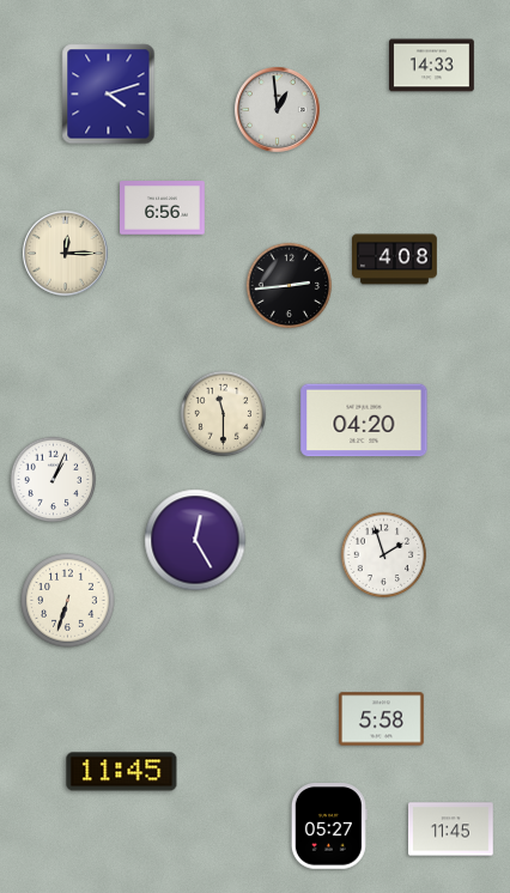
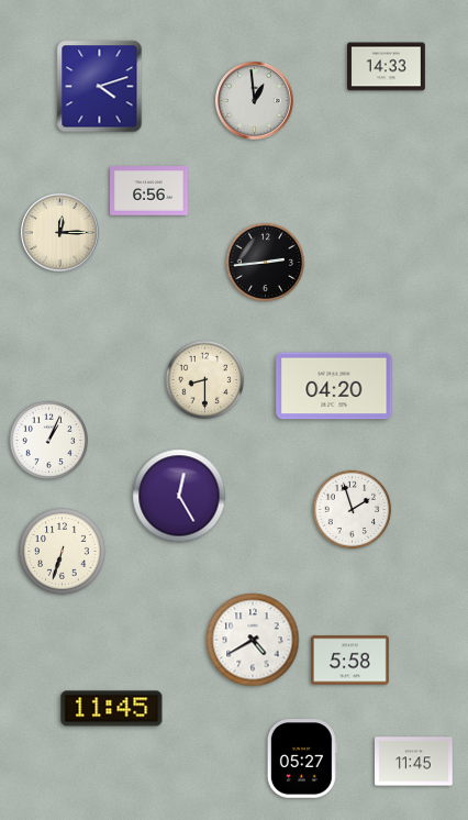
clock at (432, 66) position: (432, 66) -> (387, 67)
clock at (395, 260): 4:08 -> none
clock at (224, 414): 11:30 -> 8:30
clock at (253, 640): none -> 4:40
